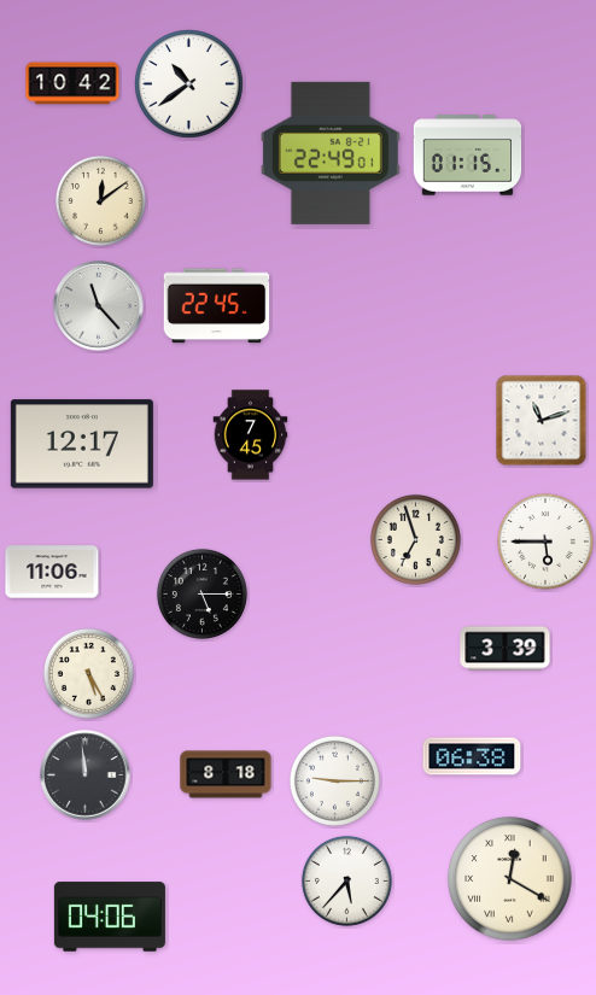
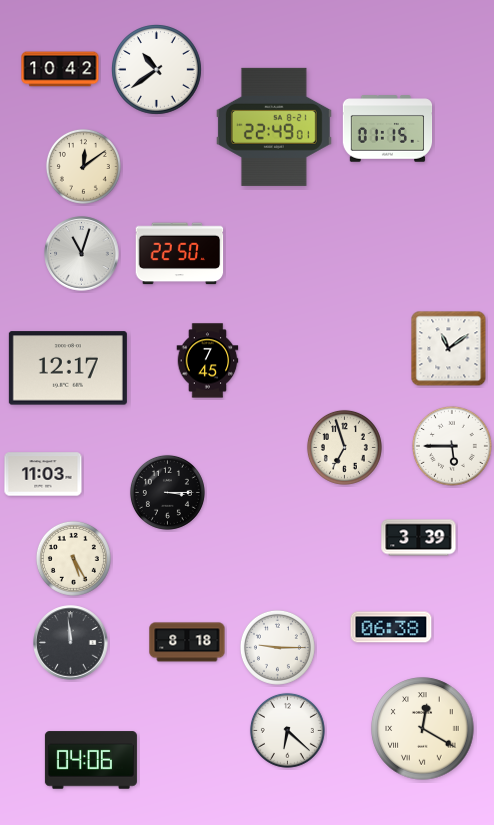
clock at (99, 306): 11:23 -> 11:03
clock at (217, 306): 22:45 -> 22:50
clock at (542, 421): 11:12 -> 11:09
clock at (545, 542) position: (545, 542) -> (452, 446)
clock at (52, 572): 11:06 -> 11:03
clock at (201, 593): 5:15 -> 3:15
clock at (346, 880): 5:37 -> 6:22
